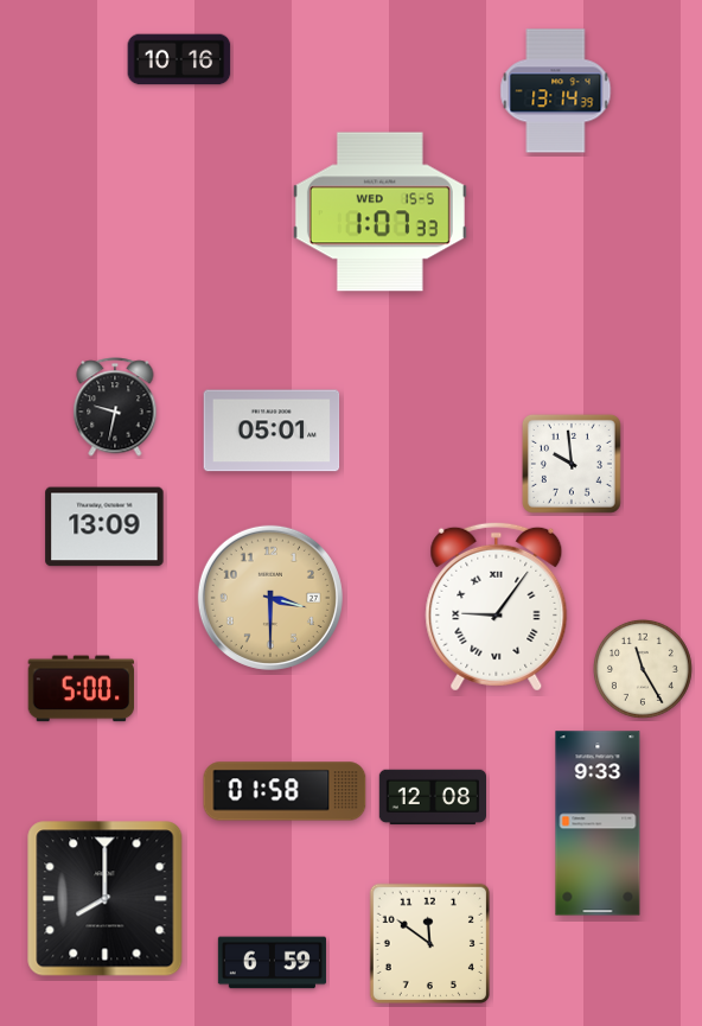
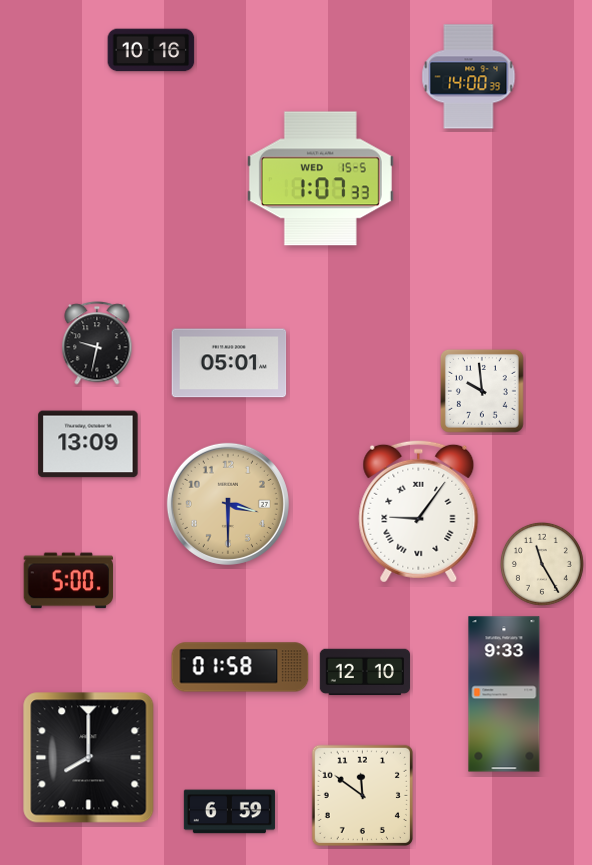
clock at (556, 91): 13:14 -> 14:00
clock at (432, 797): 12:08 -> 12:10
